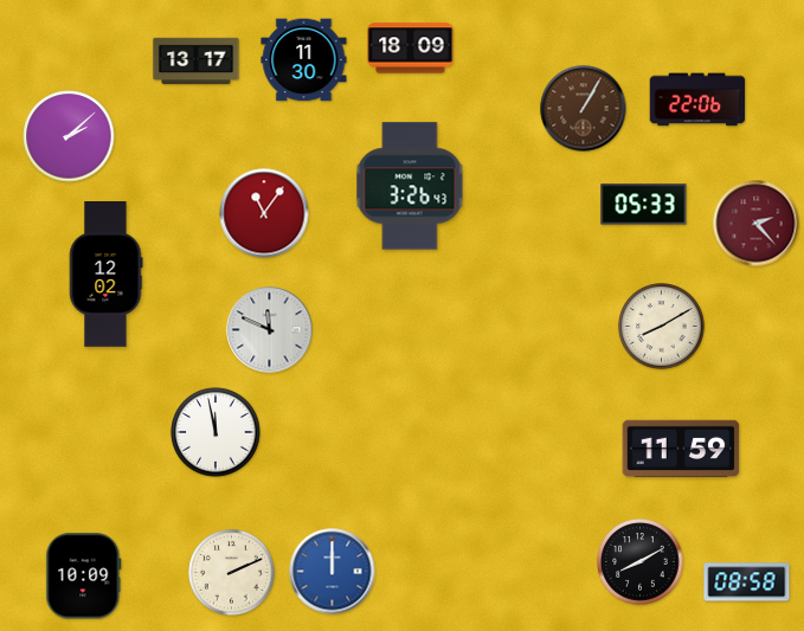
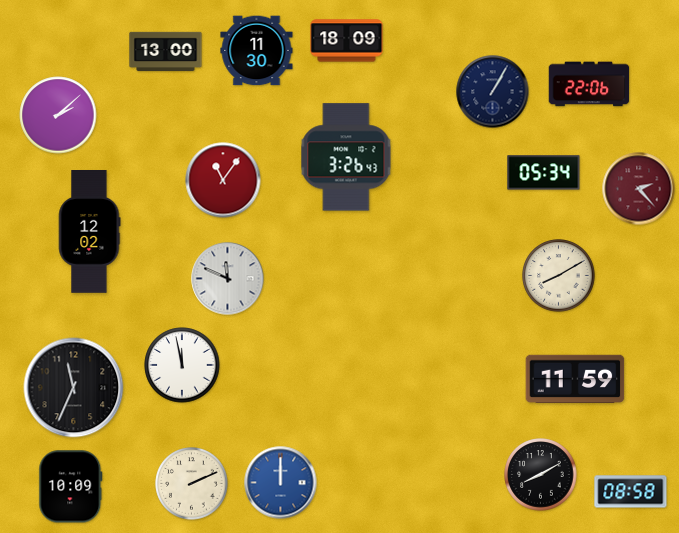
clock at (197, 62): 13:17 -> 13:00
clock at (584, 109) dial: brown -> navy
clock at (644, 205): 05:33 -> 05:34
clock at (74, 388): none -> 11:34
clock at (232, 573) position: (232, 573) -> (192, 484)
